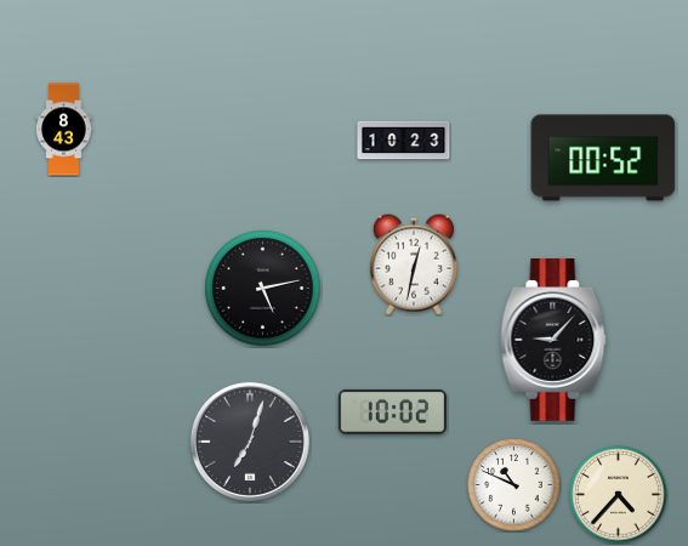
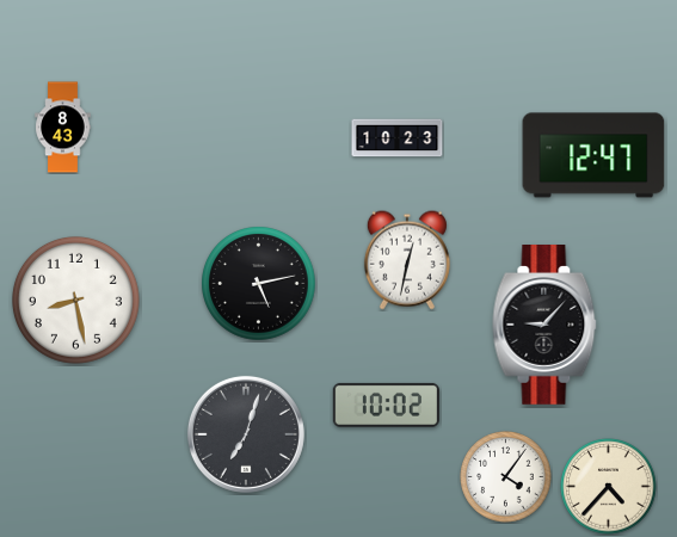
clock at (603, 158): 00:52 -> 12:47
clock at (75, 300): none -> 8:28
clock at (553, 341) position: (553, 341) -> (544, 326)
clock at (514, 485): 10:49 -> 4:06
